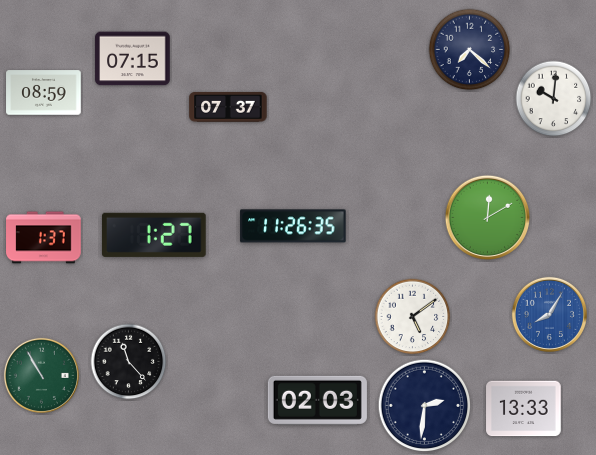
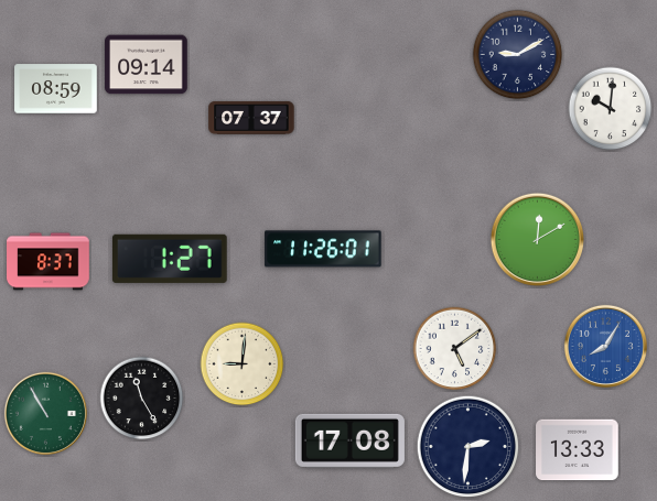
clock at (470, 50): 7:22 -> 9:10
clock at (133, 59): 07:15 -> 09:14
clock at (44, 93) position: (44, 93) -> (56, 89)
clock at (293, 226): 11:26:35 -> 11:26:01
clock at (44, 238): 1:37 -> 8:37
clock at (243, 364): none -> 9:01
clock at (129, 362): 11:23 -> 11:25
clock at (317, 400): 02:03 -> 17:08
